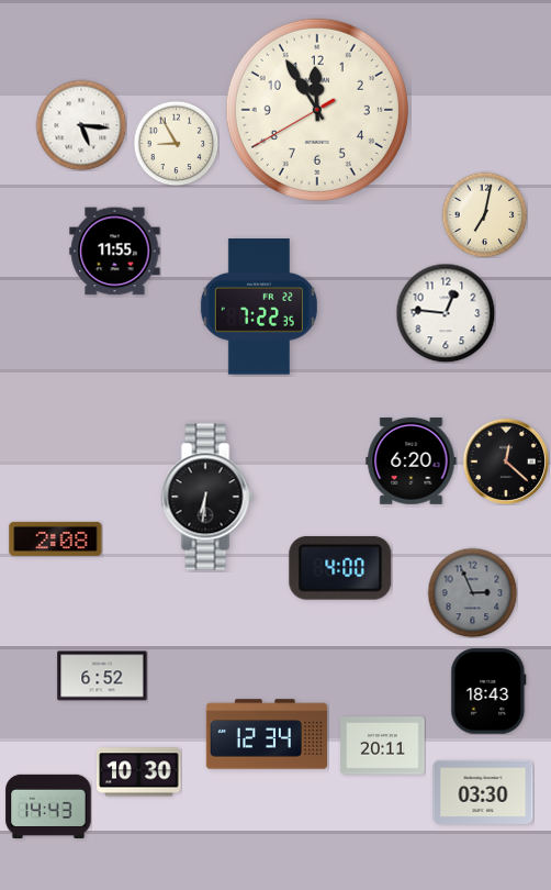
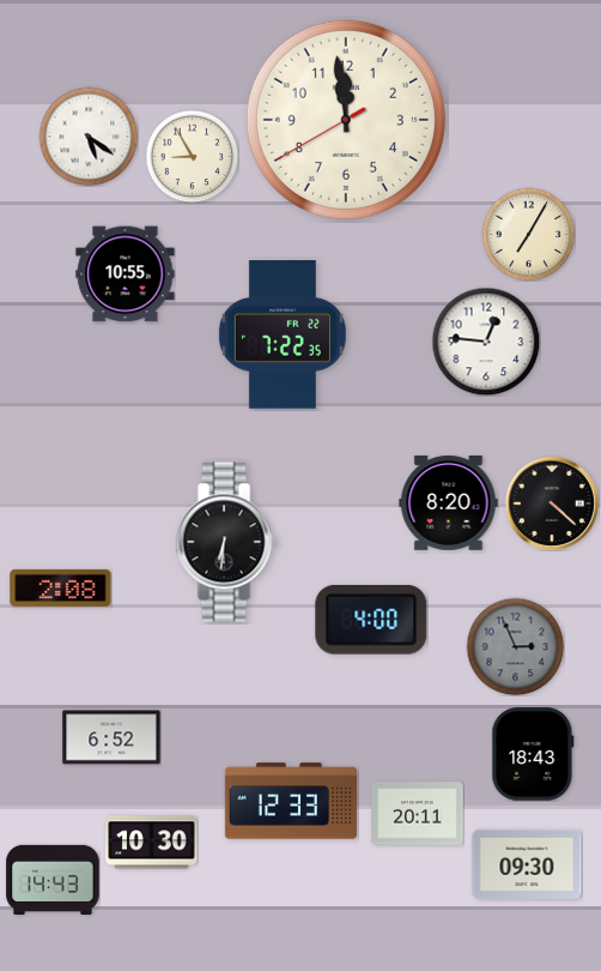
clock at (317, 110): 11:54 -> 11:58
clock at (81, 125): 5:16 -> 5:21
clock at (484, 214): 7:02 -> 7:05
clock at (115, 252): 11:55 -> 10:55
clock at (412, 460): 6:20 -> 8:20
clock at (506, 461): 12:22 -> 4:22
clock at (267, 734): 12:34 -> 12:33
clock at (483, 792): 03:30 -> 09:30
